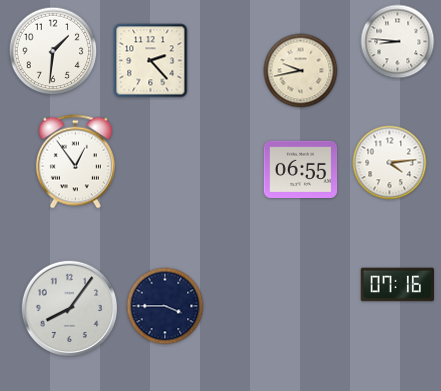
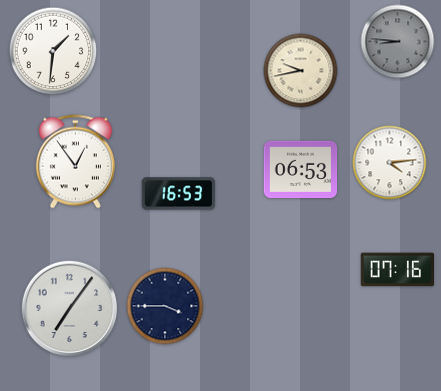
clock at (398, 42) dial: white -> grey
clock at (151, 61): 2:23 -> none
clock at (301, 169): 06:55 -> 06:53
clock at (179, 194): none -> 16:53
clock at (398, 285) position: (398, 285) -> (398, 270)
clock at (70, 309): 8:06 -> 7:06
